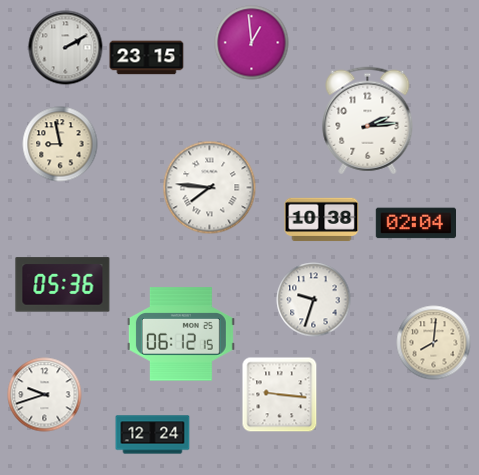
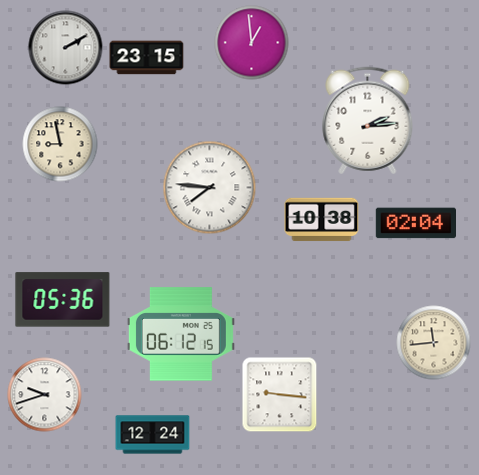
clock at (63, 285) position: (63, 285) -> (63, 300)
clock at (314, 300): 9:33 -> none
clock at (434, 343): 8:01 -> 11:44
